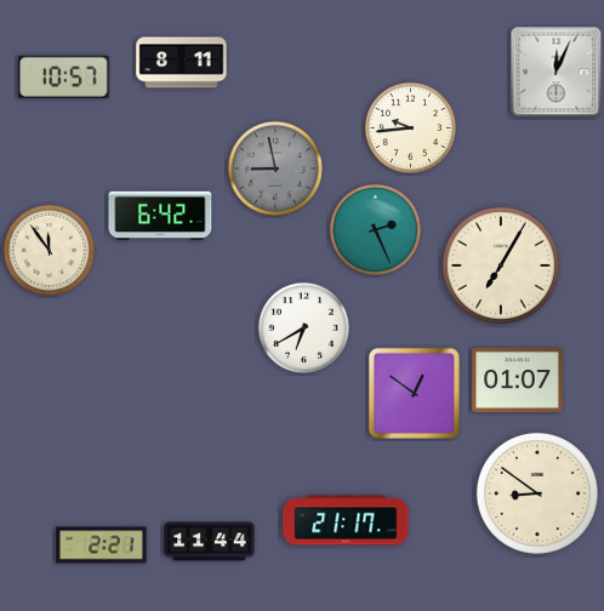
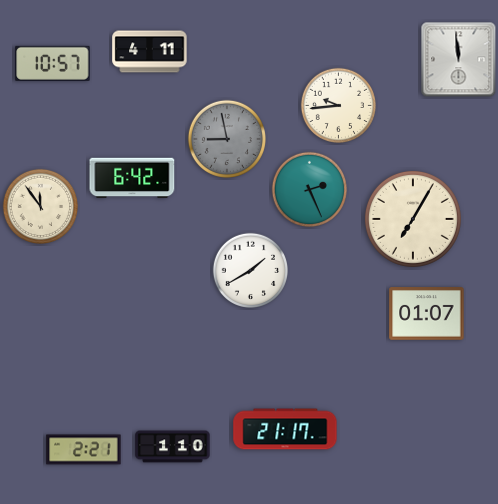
clock at (182, 63): 8:11 -> 4:11
clock at (557, 73): 12:04 -> 11:59
clock at (303, 327): 6:40 -> 1:40
clock at (414, 393): 12:51 -> none
clock at (537, 493): 8:51 -> none
clock at (210, 542): 11:44 -> 1:10
